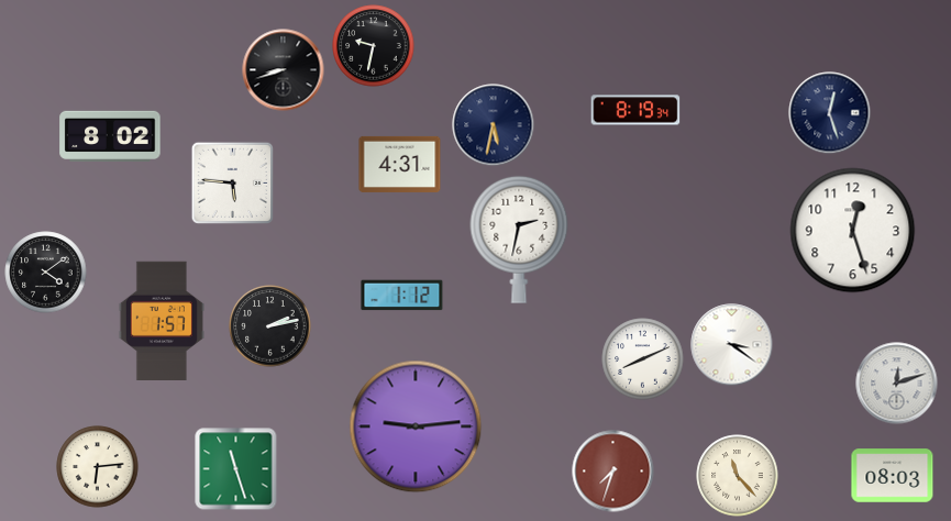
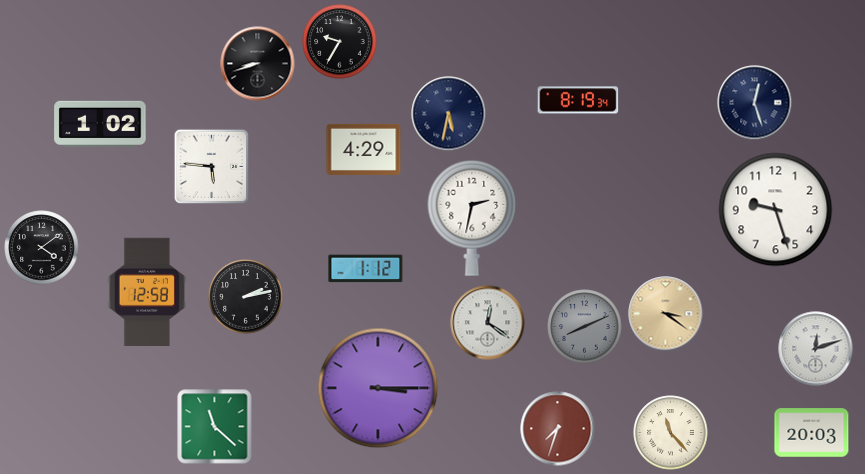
clock at (374, 46): 9:32 -> 9:35
clock at (110, 135): 8:02 -> 1:02
clock at (400, 164): 4:31 -> 4:29
clock at (853, 231): 12:27 -> 9:27
clock at (162, 320): 1:57 -> 12:58
clock at (732, 345) dial: white -> champagne
clock at (488, 323): none -> 12:21
clock at (643, 359) dial: white -> grey
clock at (416, 426): 9:14 -> 3:15
clock at (98, 467): 6:14 -> none
clock at (236, 469): 11:27 -> 11:22
clock at (893, 476): 08:03 -> 20:03
